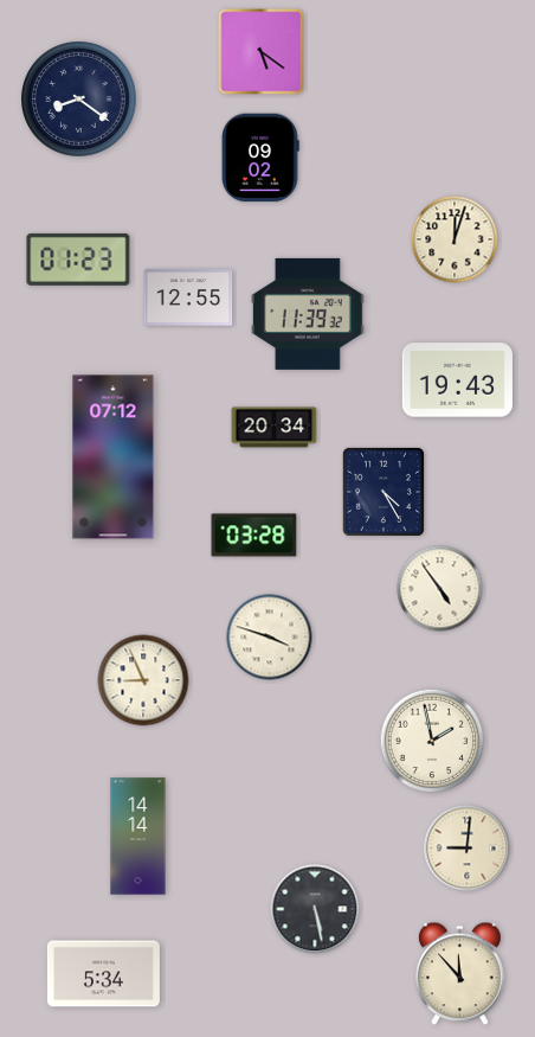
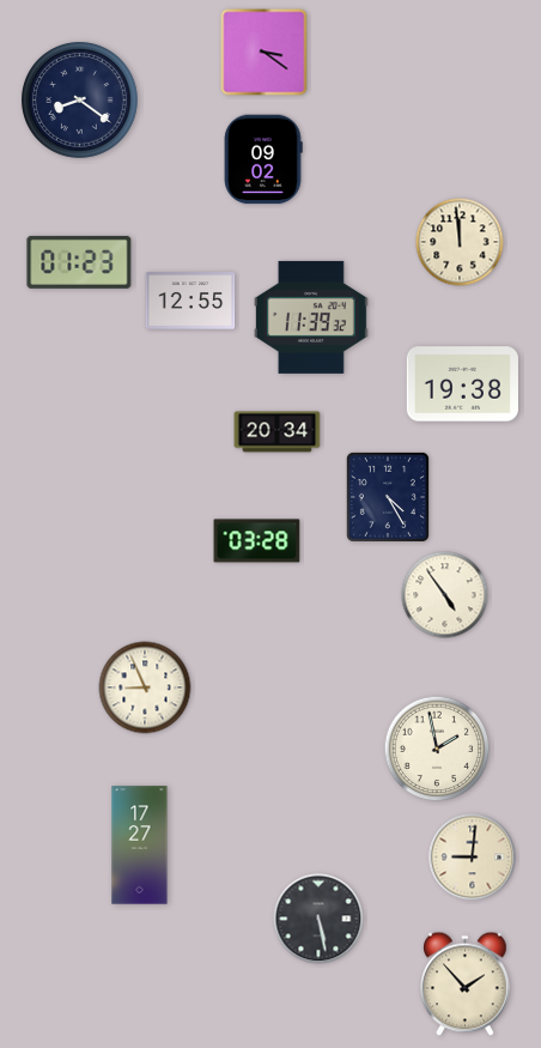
clock at (262, 52): 5:21 -> 3:21
clock at (455, 239): 12:03 -> 11:59
clock at (457, 380): 19:43 -> 19:38
clock at (114, 457): 07:12 -> none
clock at (270, 638): 3:48 -> none
clock at (138, 837): 14:14 -> 17:27
clock at (103, 974): 5:34 -> none
clock at (460, 974): 11:53 -> 1:53
